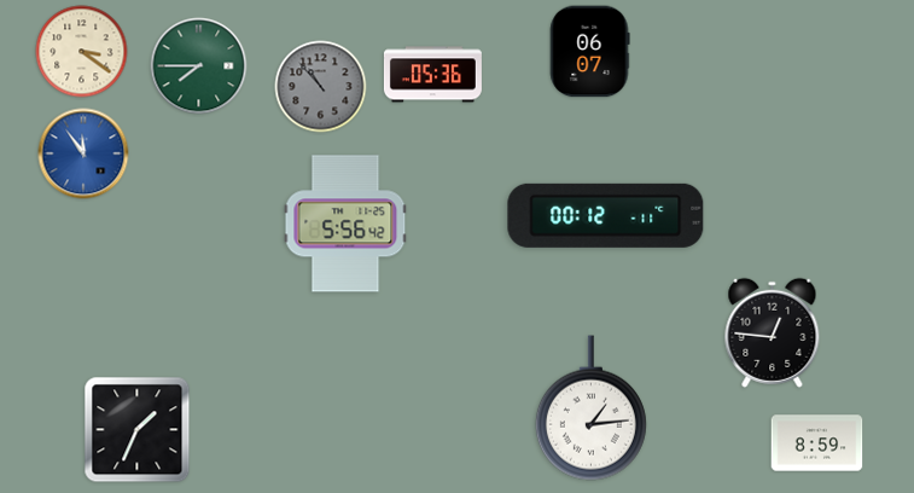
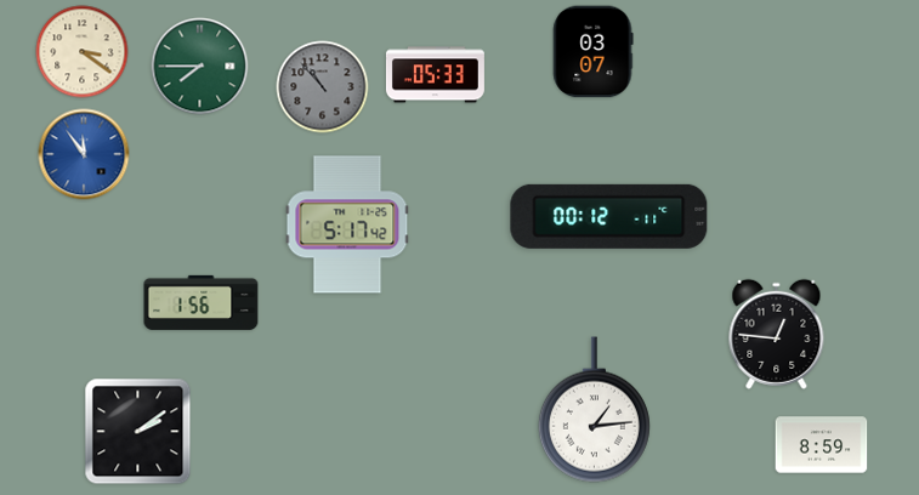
clock at (589, 52): 06:07 -> 03:07
clock at (432, 75): 05:36 -> 05:33
clock at (345, 224): 5:56 -> 5:17
clock at (202, 302): none -> 1:56
clock at (138, 430): 1:34 -> 2:09
